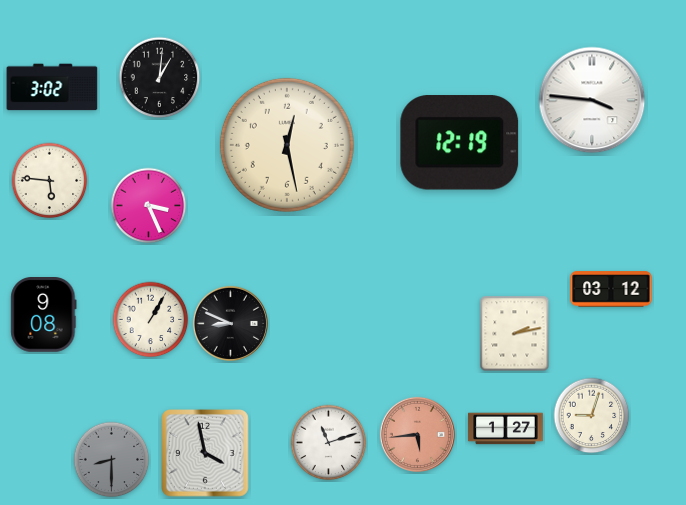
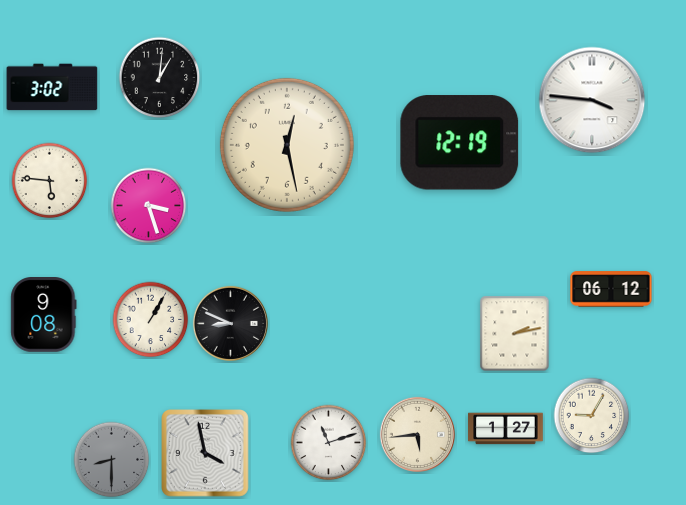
clock at (149, 206): 3:26 -> 3:27
clock at (611, 289): 03:12 -> 06:12
clock at (592, 416): 9:03 -> 9:05
clock at (417, 434) dial: salmon -> cream
